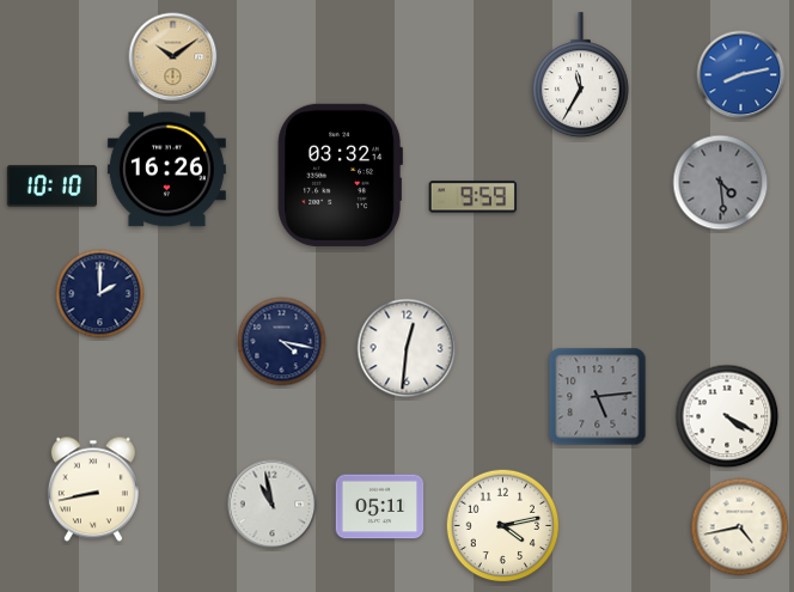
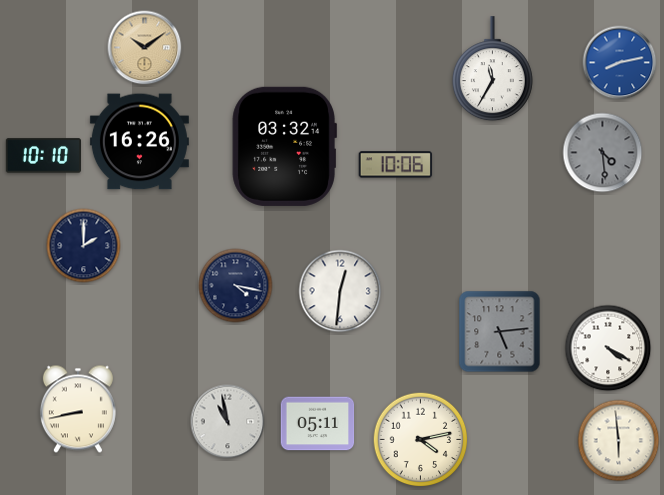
clock at (580, 75) position: (580, 75) -> (492, 69)
clock at (474, 197): 9:59 -> 10:06
clock at (740, 527): 4:43 -> 5:59
